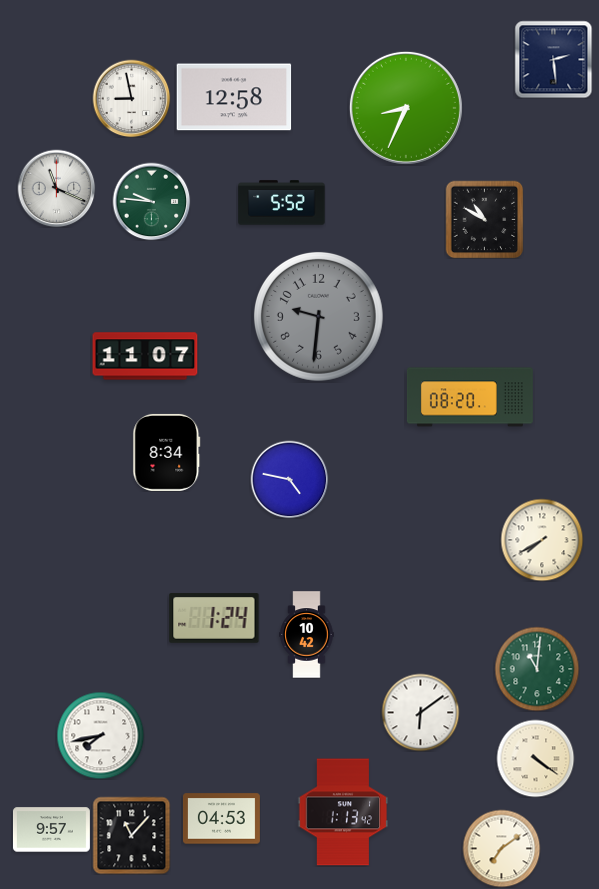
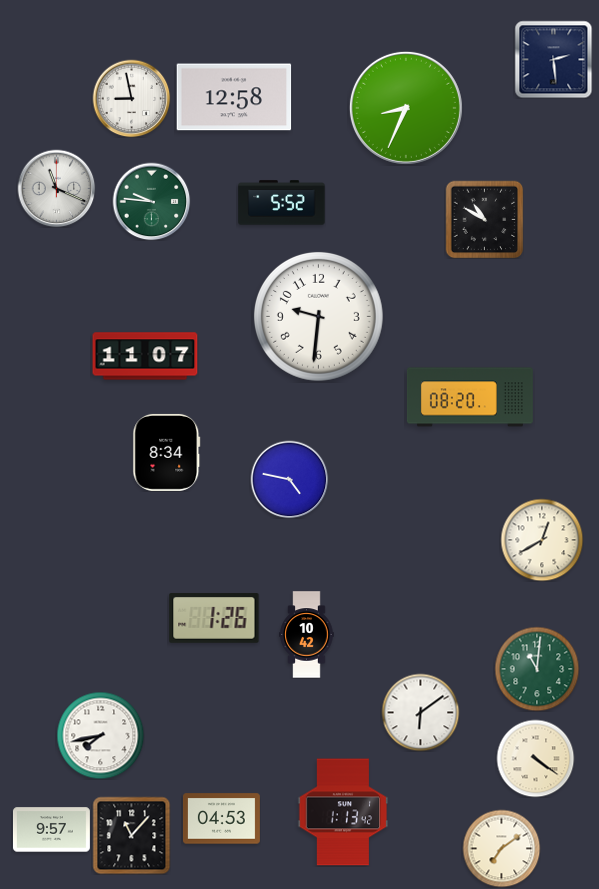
clock at (318, 316) dial: grey -> white
clock at (542, 540): 7:40 -> 12:40
clock at (214, 618): 1:24 -> 1:26
